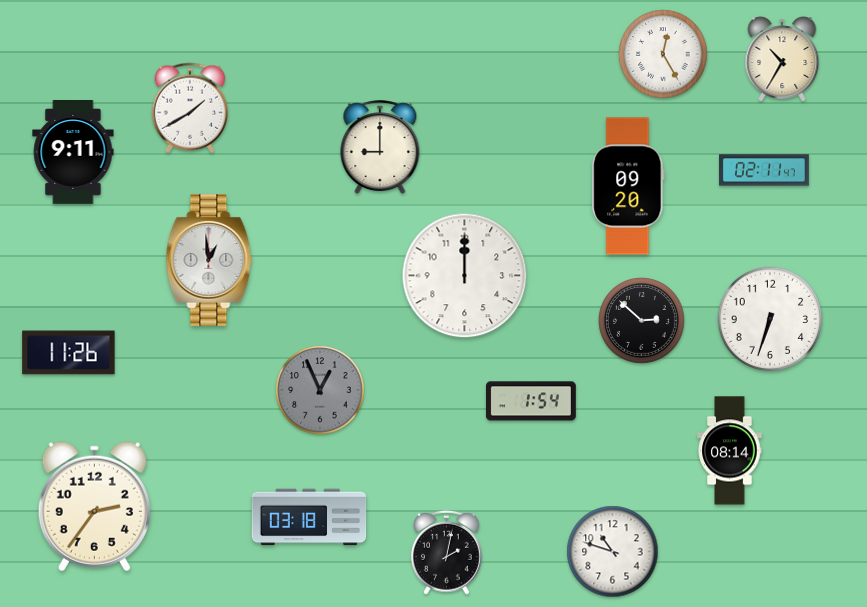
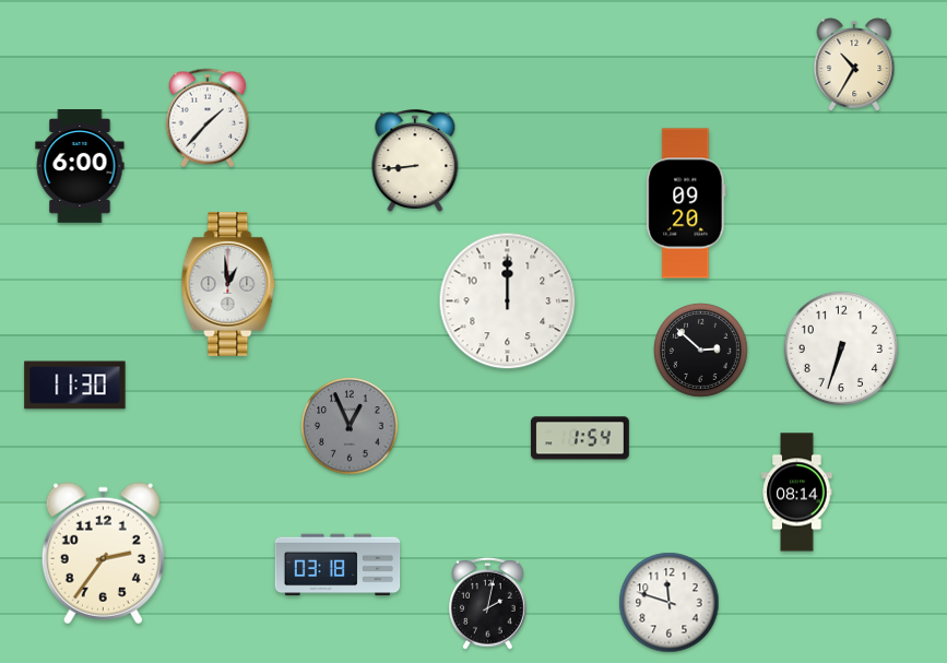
clock at (663, 54): 12:25 -> none
clock at (190, 108): 1:40 -> 1:37
clock at (380, 148): 9:00 -> 8:44
clock at (73, 153): 9:11 -> 6:00
clock at (765, 170): 02:11 -> none
clock at (69, 353): 11:26 -> 11:30
clock at (613, 552): 10:48 -> 11:48
